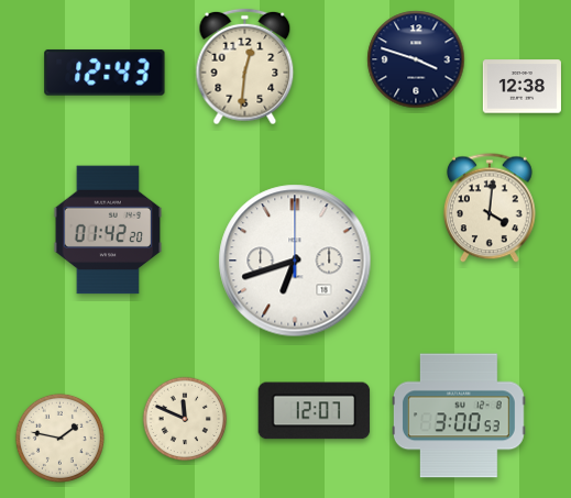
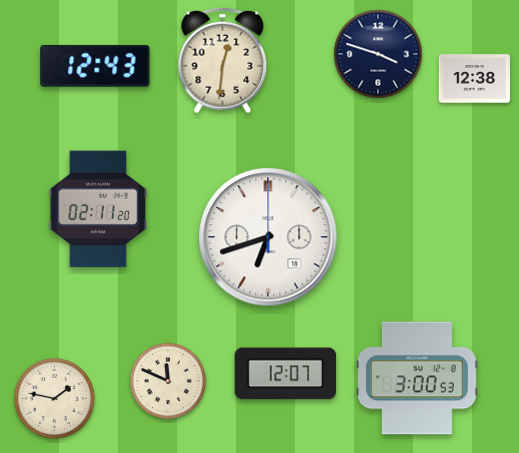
clock at (490, 208): 4:01 -> none
clock at (108, 230): 01:42 -> 02:11
